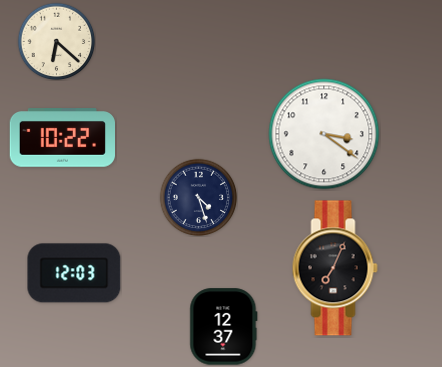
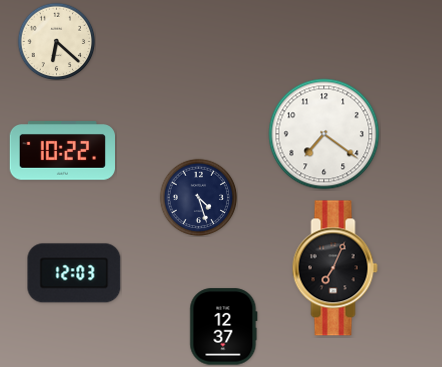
clock at (324, 134): 3:21 -> 7:21
clock at (62, 138) position: (62, 138) -> (62, 151)
